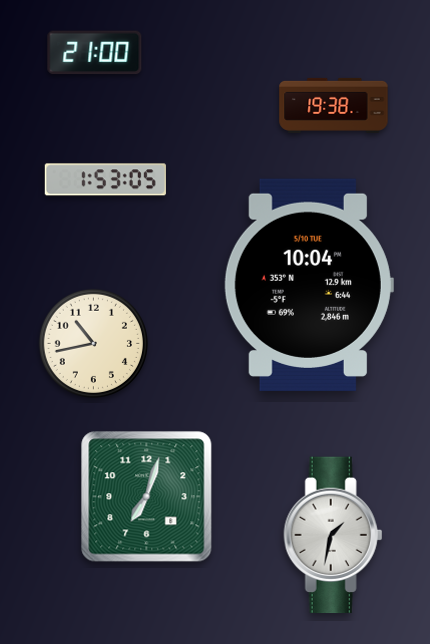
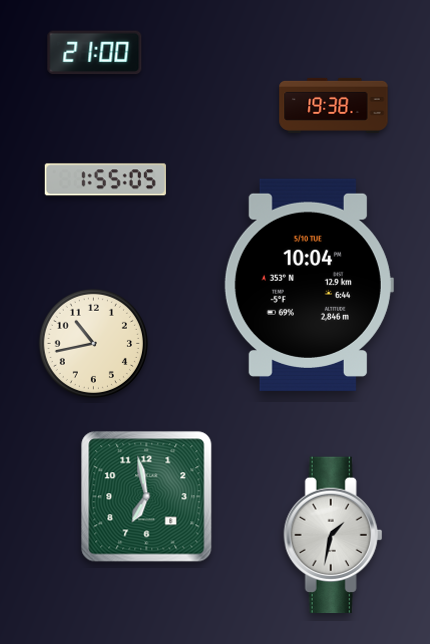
clock at (105, 180): 1:53 -> 1:55
clock at (147, 497): 7:03 -> 6:58
